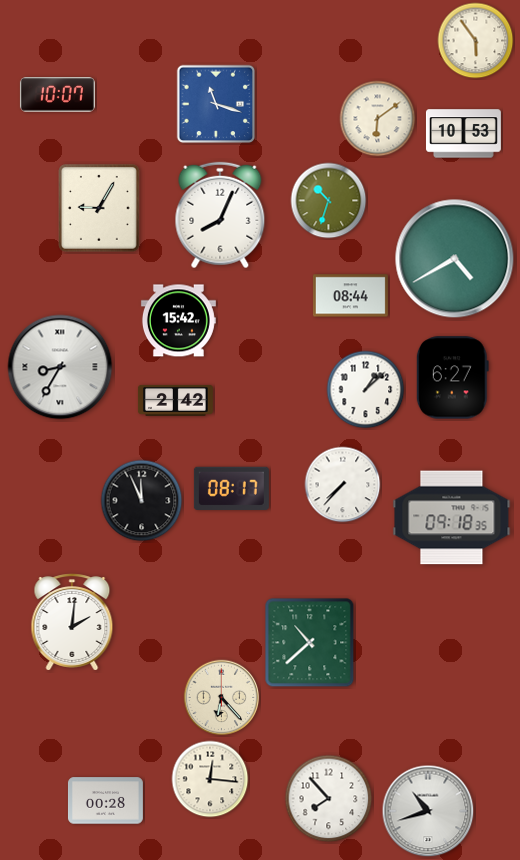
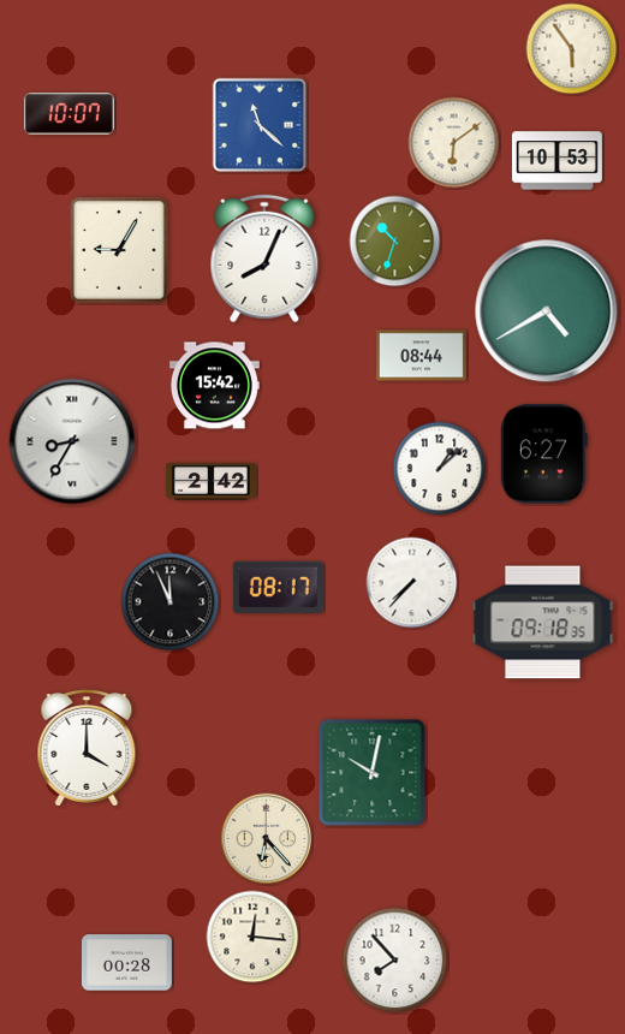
clock at (216, 104): 11:18 -> 11:22
clock at (72, 622): 2:01 -> 4:00
clock at (310, 643): 10:38 -> 10:02
clock at (428, 811): 10:42 -> none
